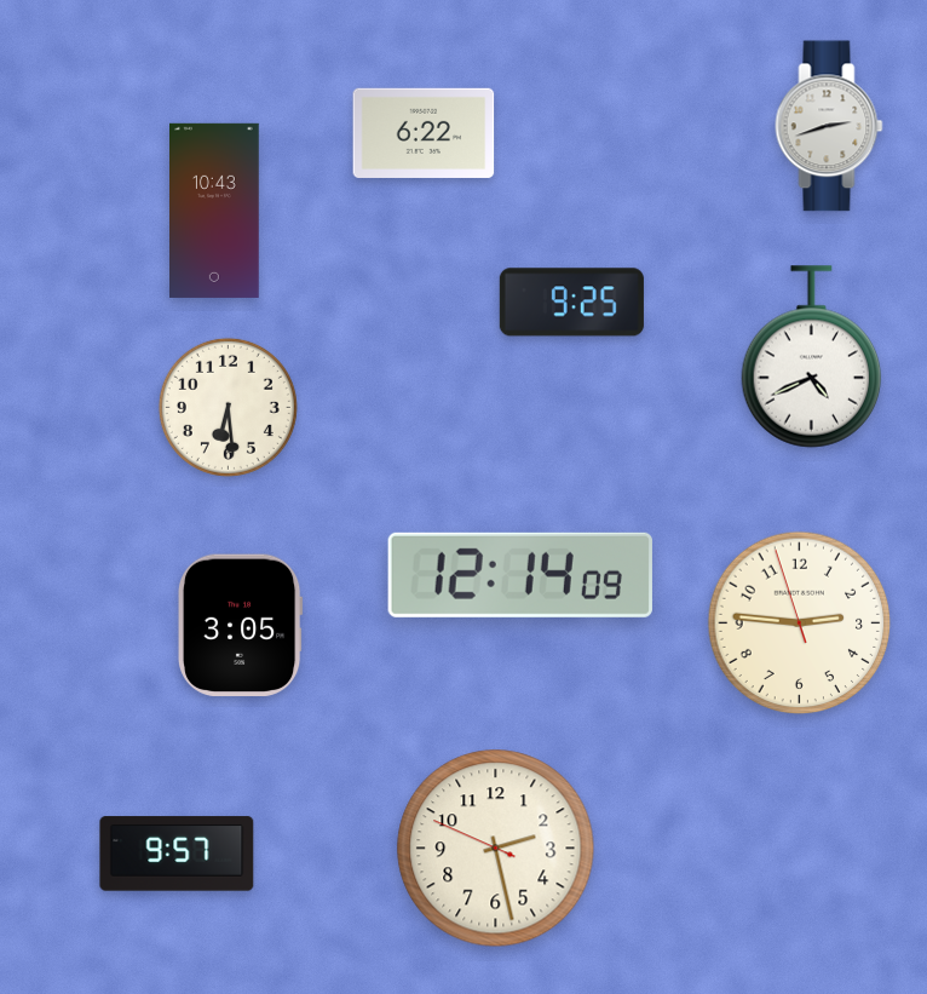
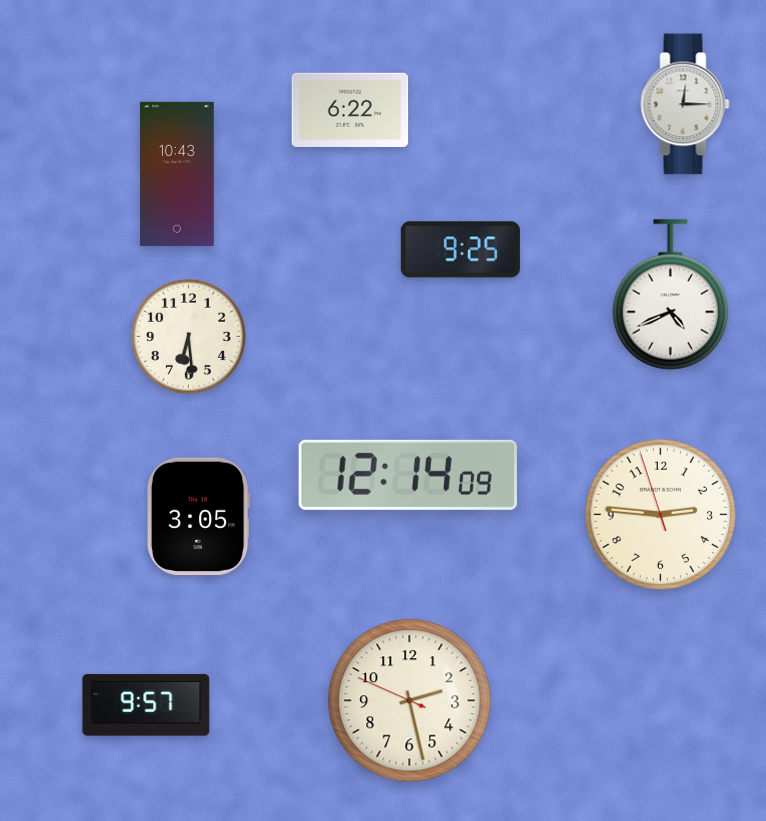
clock at (829, 126): 2:42 -> 12:15
clock at (571, 303) position: (571, 303) -> (460, 250)
clock at (520, 575) position: (520, 575) -> (408, 475)
